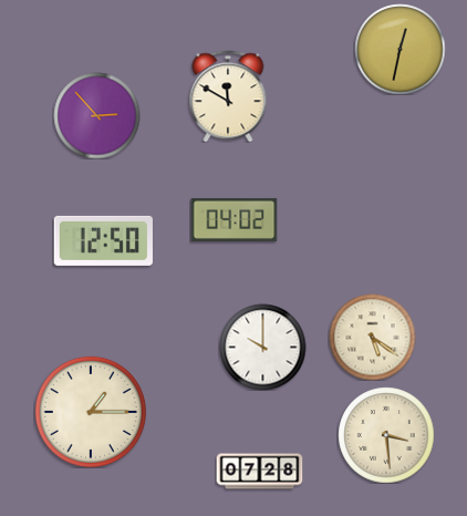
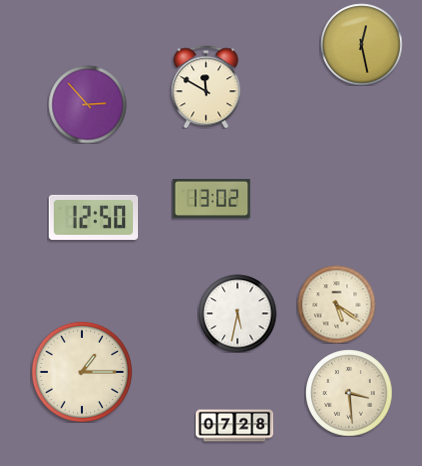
clock at (399, 49): 12:32 -> 12:28
clock at (233, 219): 04:02 -> 13:02
clock at (262, 347): 10:00 -> 5:32
